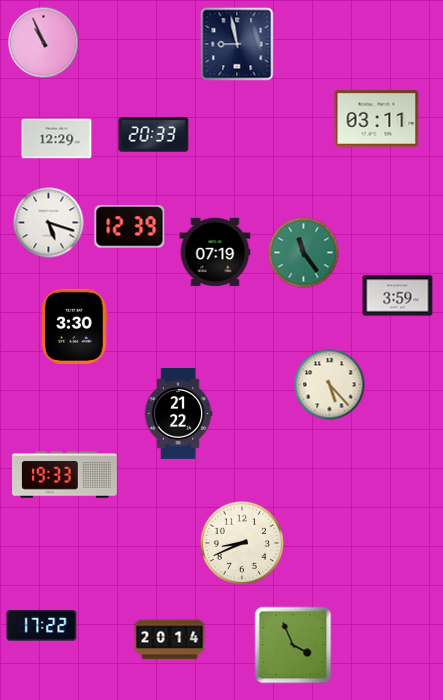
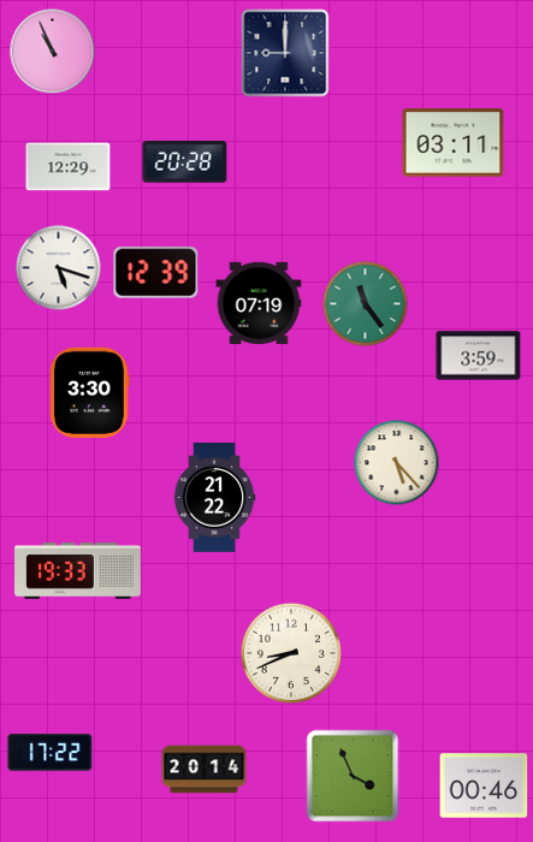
clock at (237, 44): 8:58 -> 9:00
clock at (154, 135): 20:33 -> 20:28
clock at (484, 785): none -> 00:46
